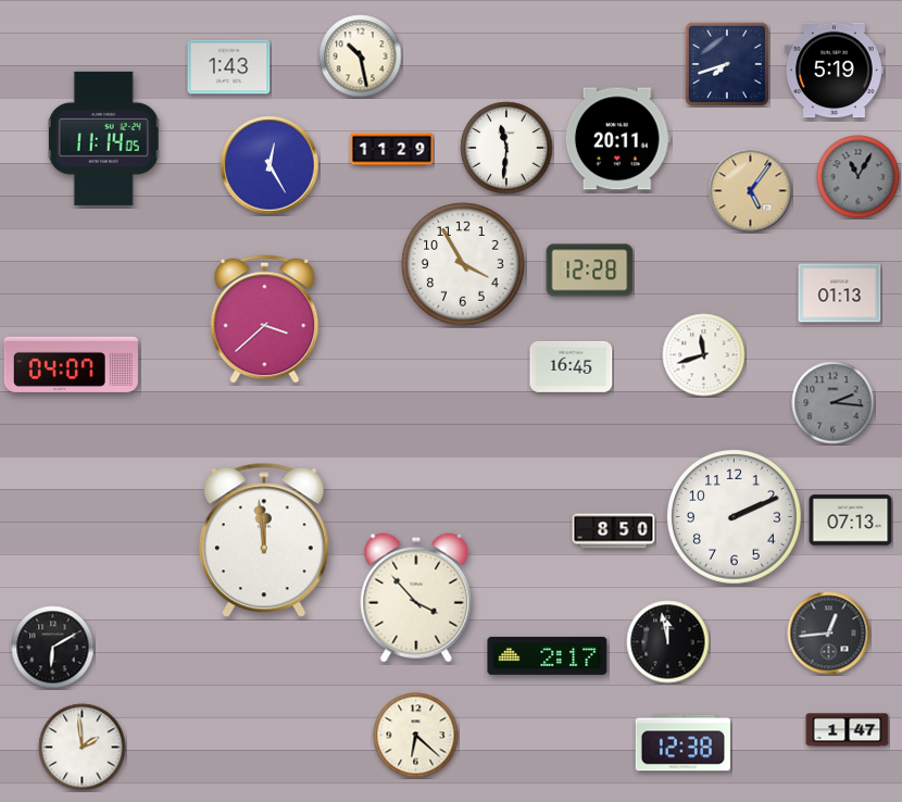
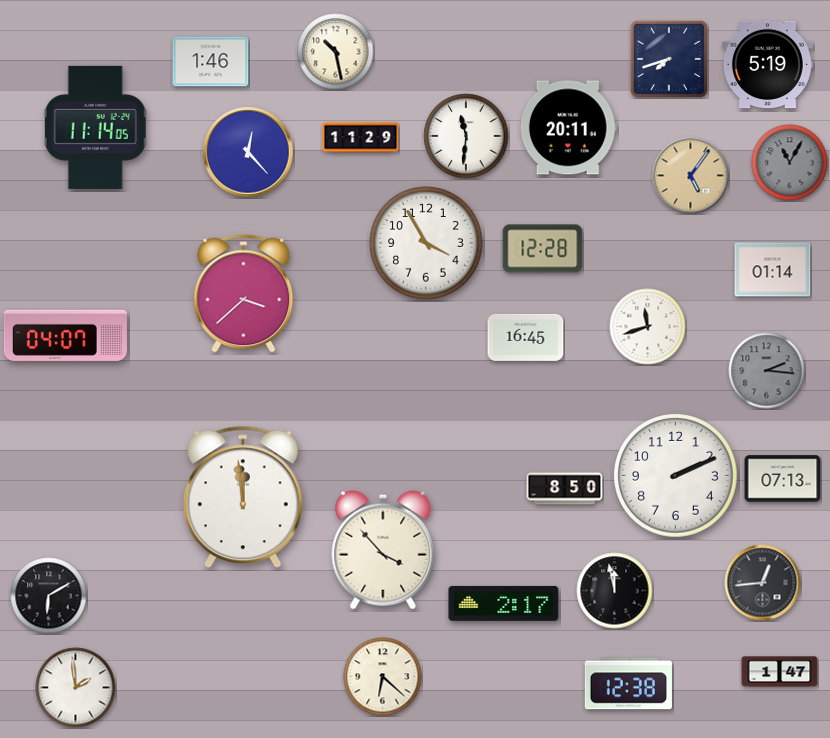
clock at (361, 57) position: (361, 57) -> (336, 52)
clock at (229, 67): 1:43 -> 1:46
clock at (270, 165): 12:25 -> 12:23
clock at (840, 293): 01:13 -> 01:14
